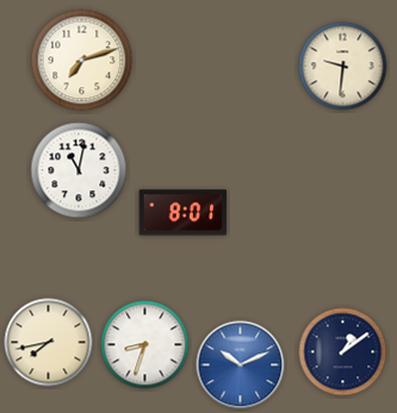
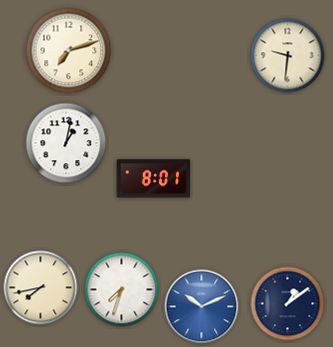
clock at (79, 170): 11:02 -> 1:02
clock at (145, 345): 8:33 -> 7:33
clock at (343, 352) position: (343, 352) -> (288, 304)
